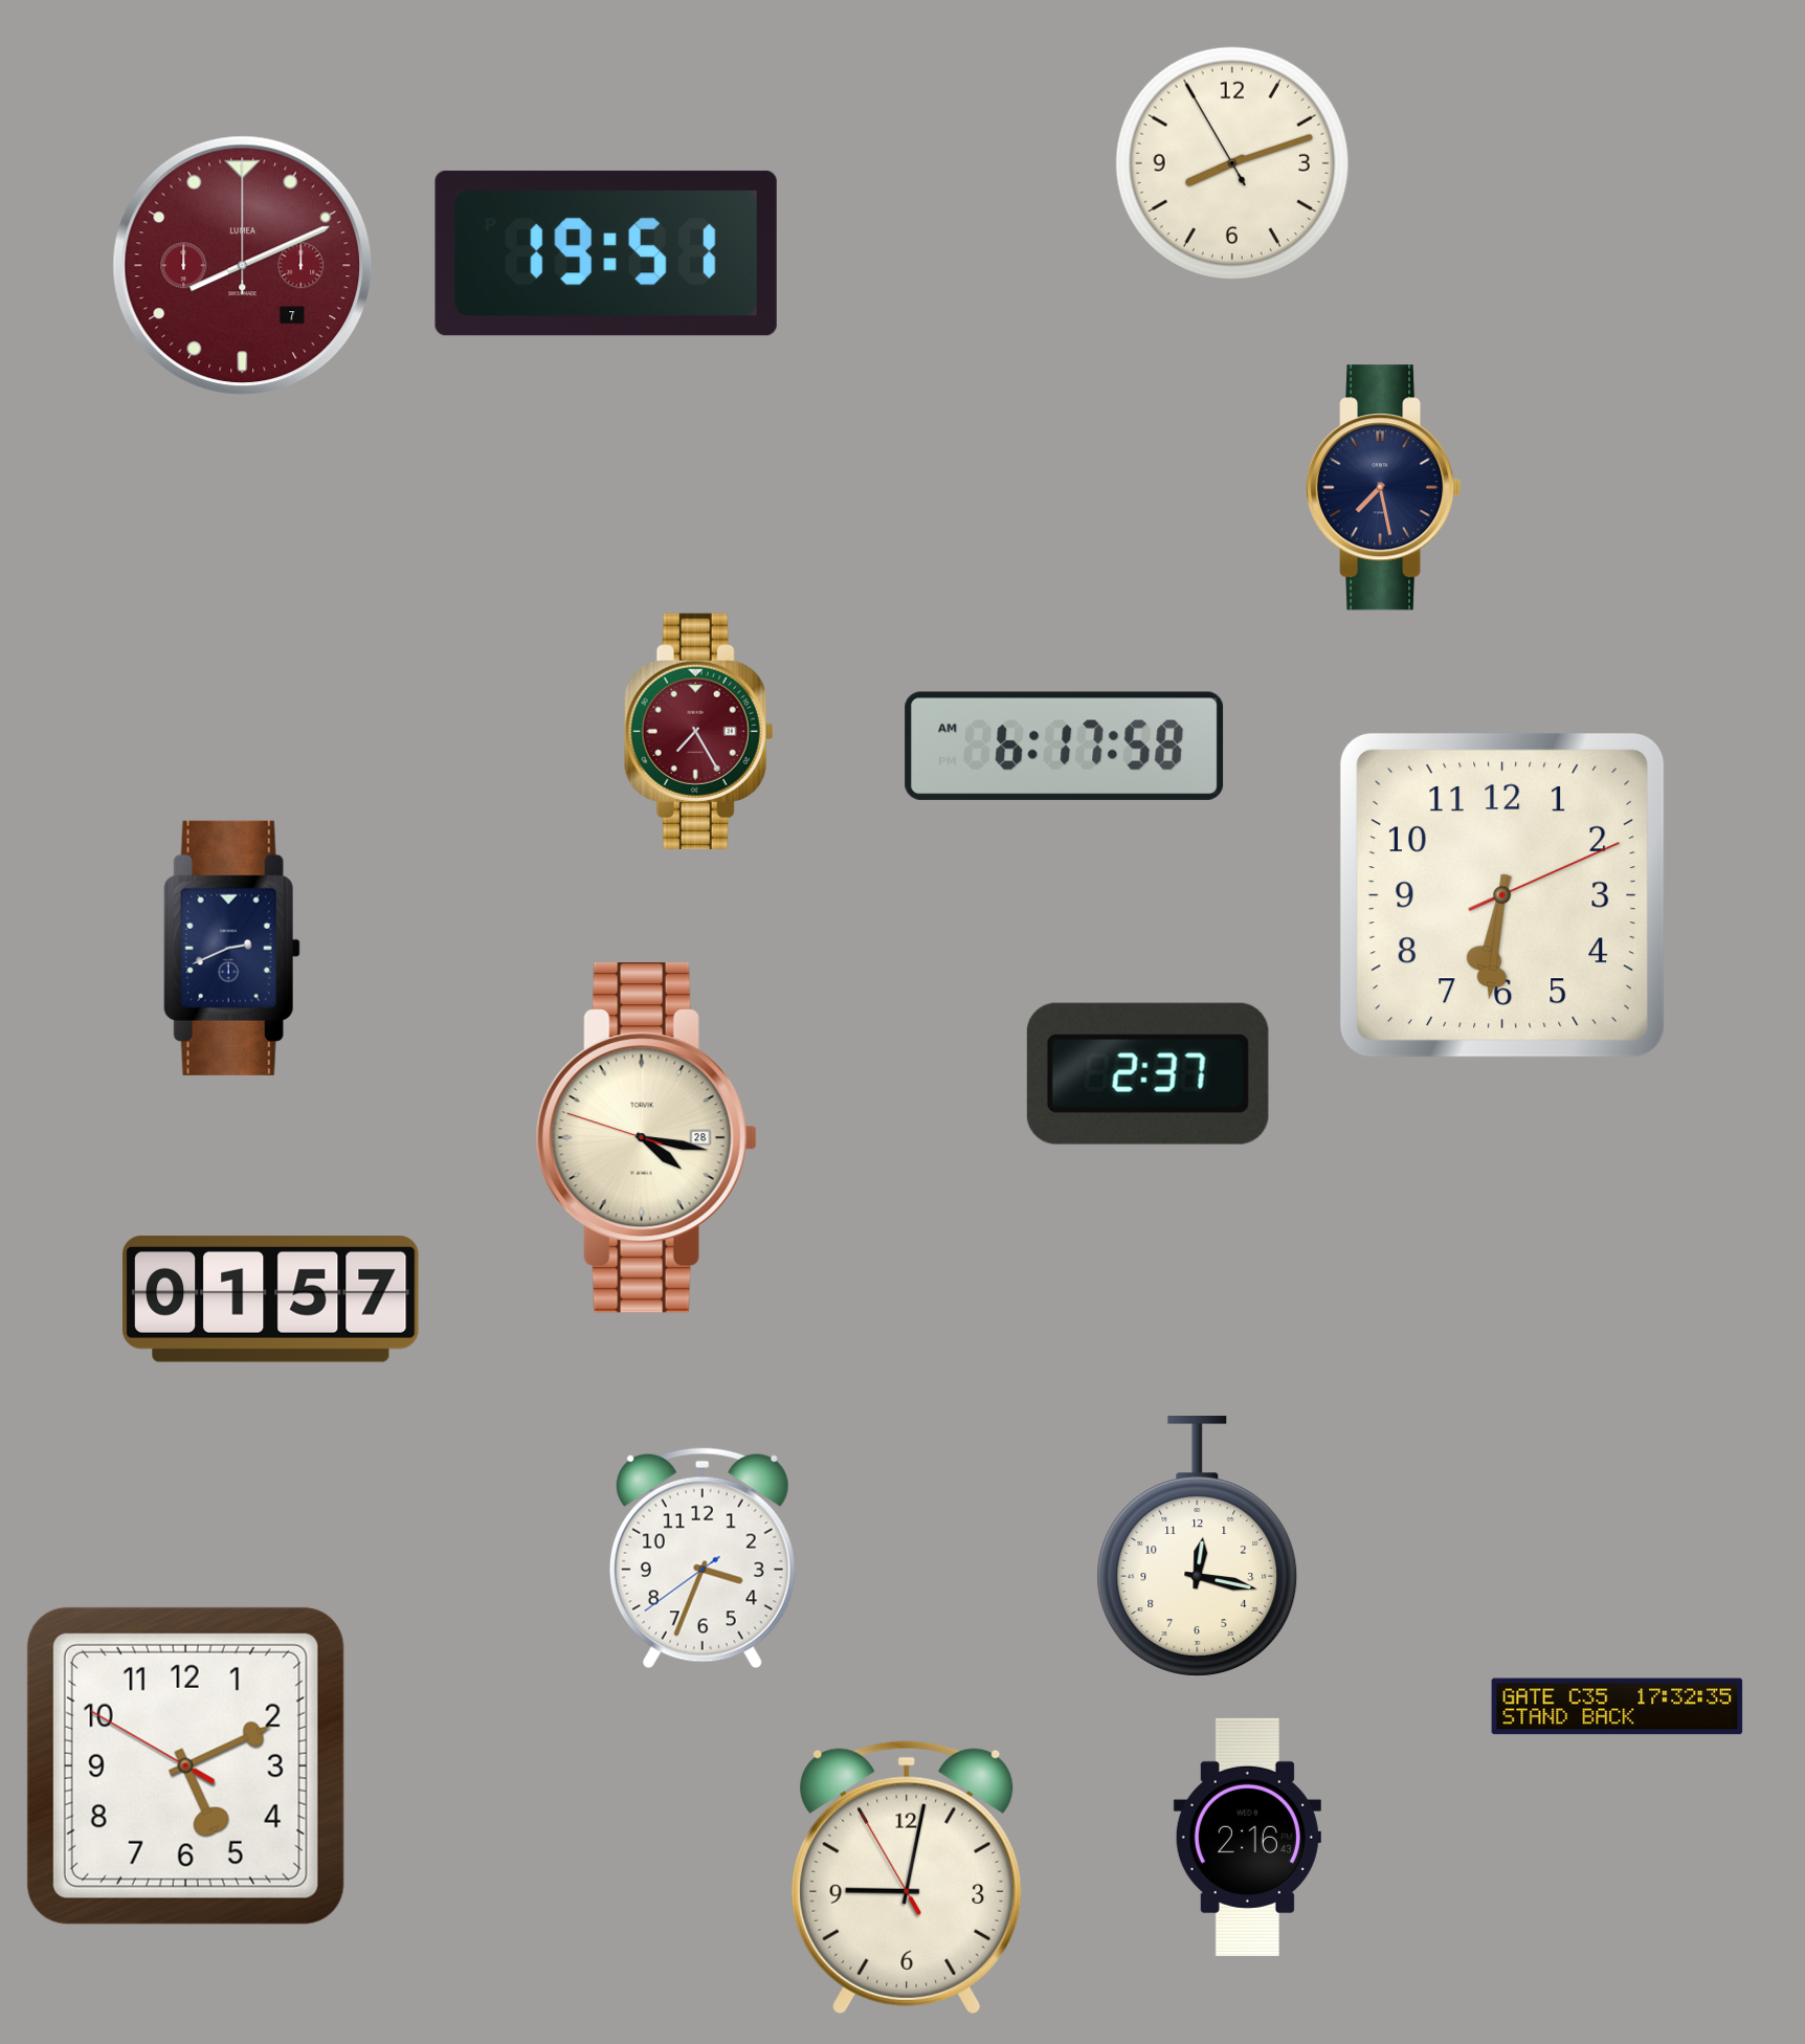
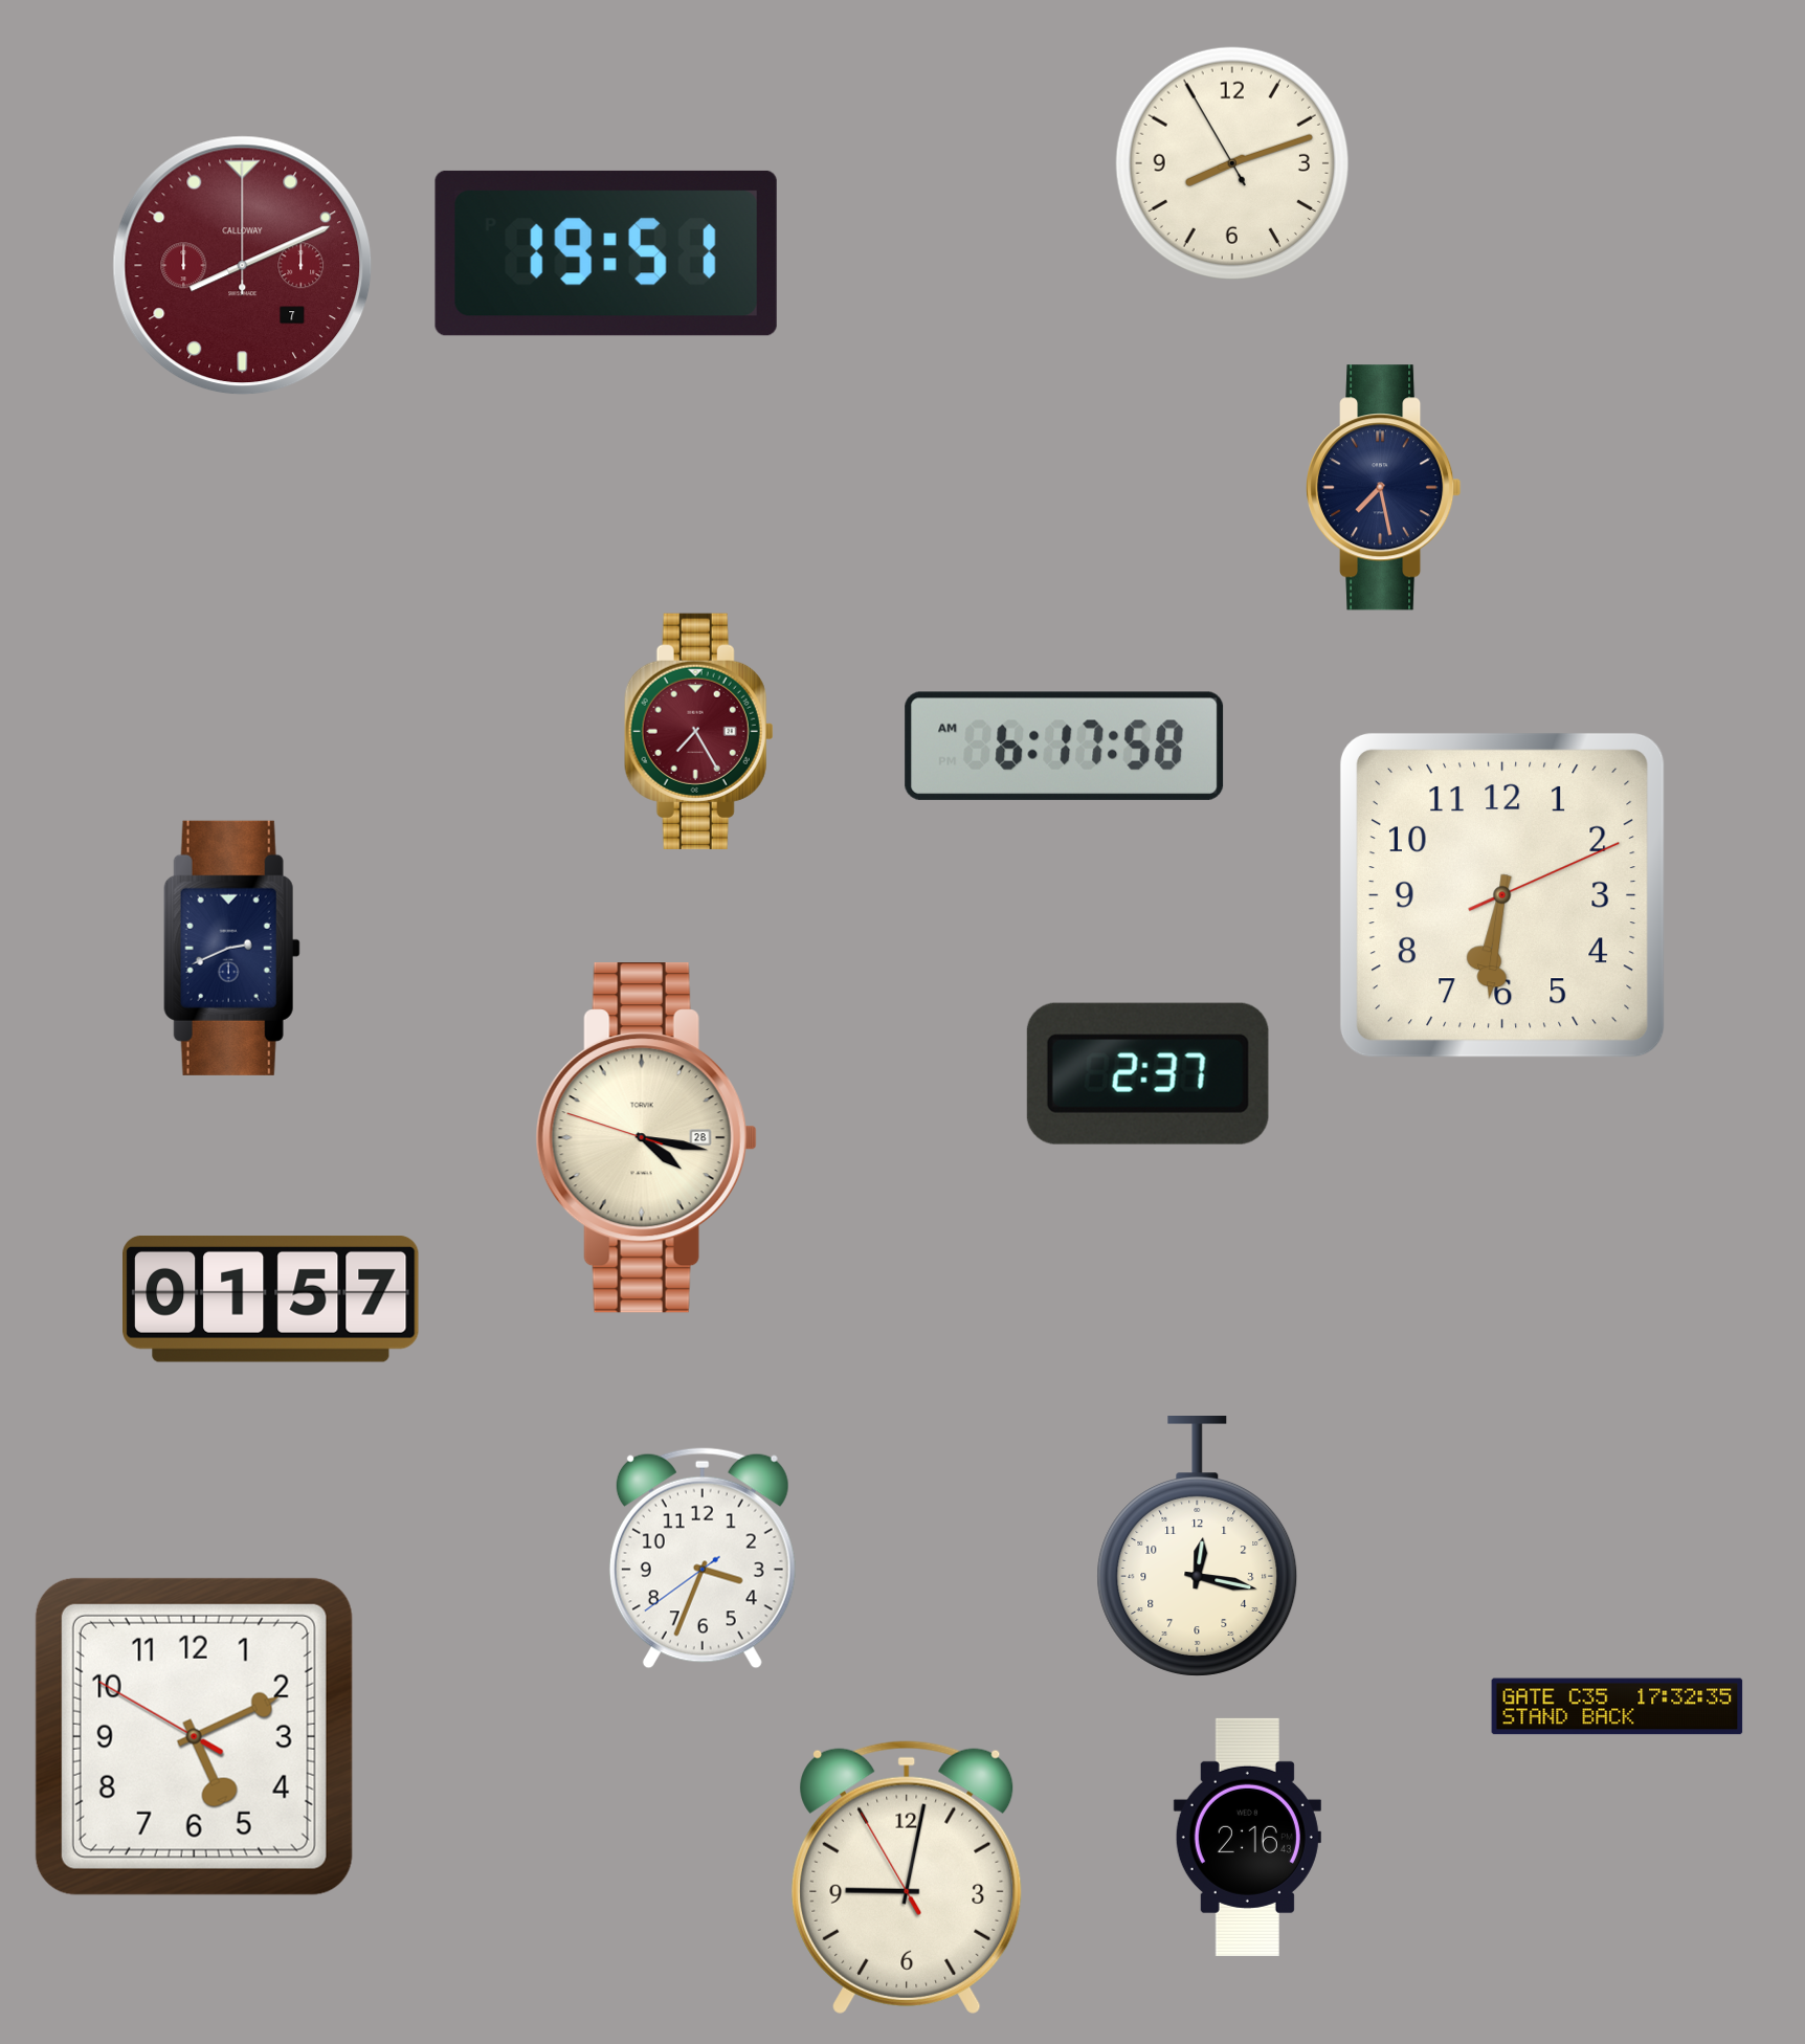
clock at (243, 266) brand: LUMEA -> CALLOWAY
clock at (185, 1765) position: (185, 1765) -> (194, 1736)
